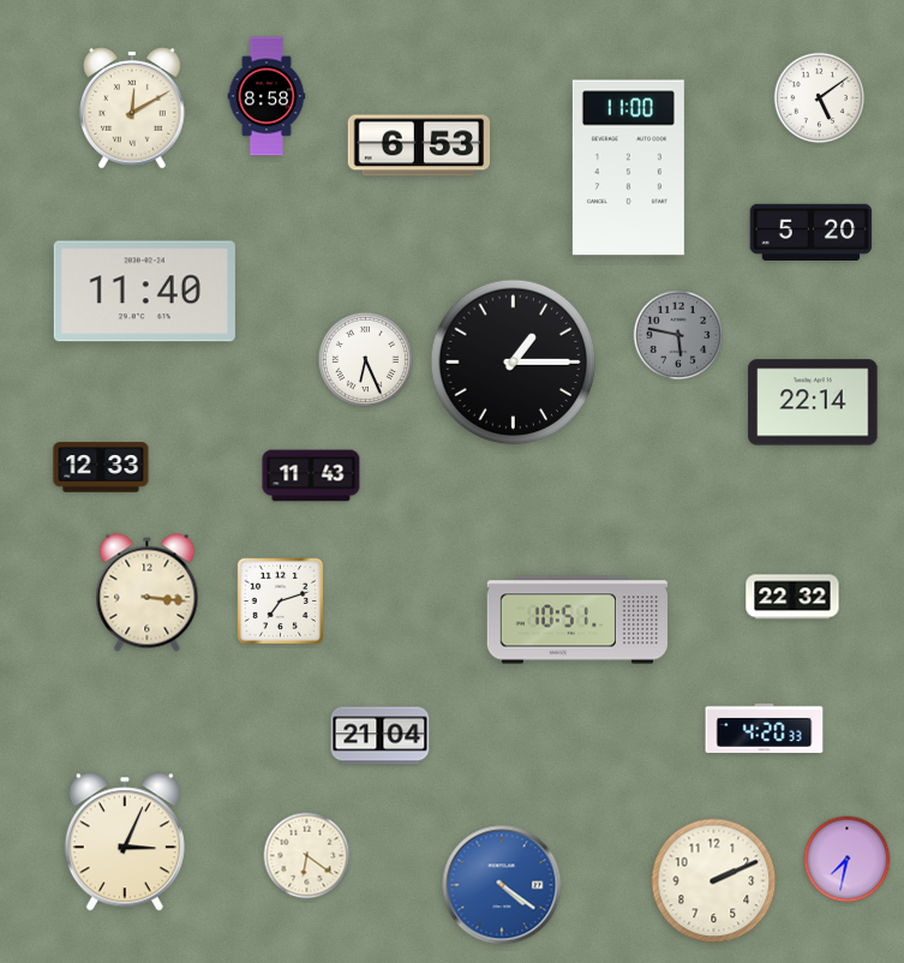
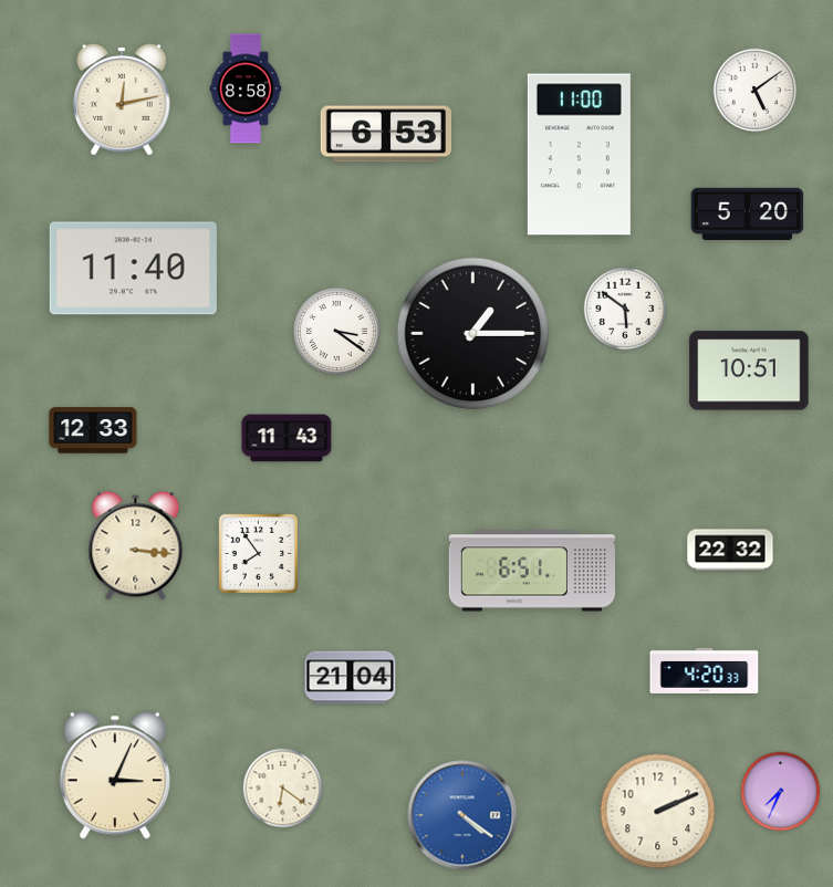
clock at (132, 108): 12:10 -> 12:13
clock at (678, 335): 5:47 -> 5:51
clock at (678, 335) dial: grey -> white
clock at (365, 359): 6:26 -> 3:21
clock at (813, 402): 22:14 -> 10:51
clock at (281, 602): 7:12 -> 7:54
clock at (576, 620): 10:51 -> 6:51
clock at (848, 860): 7:32 -> 7:34
